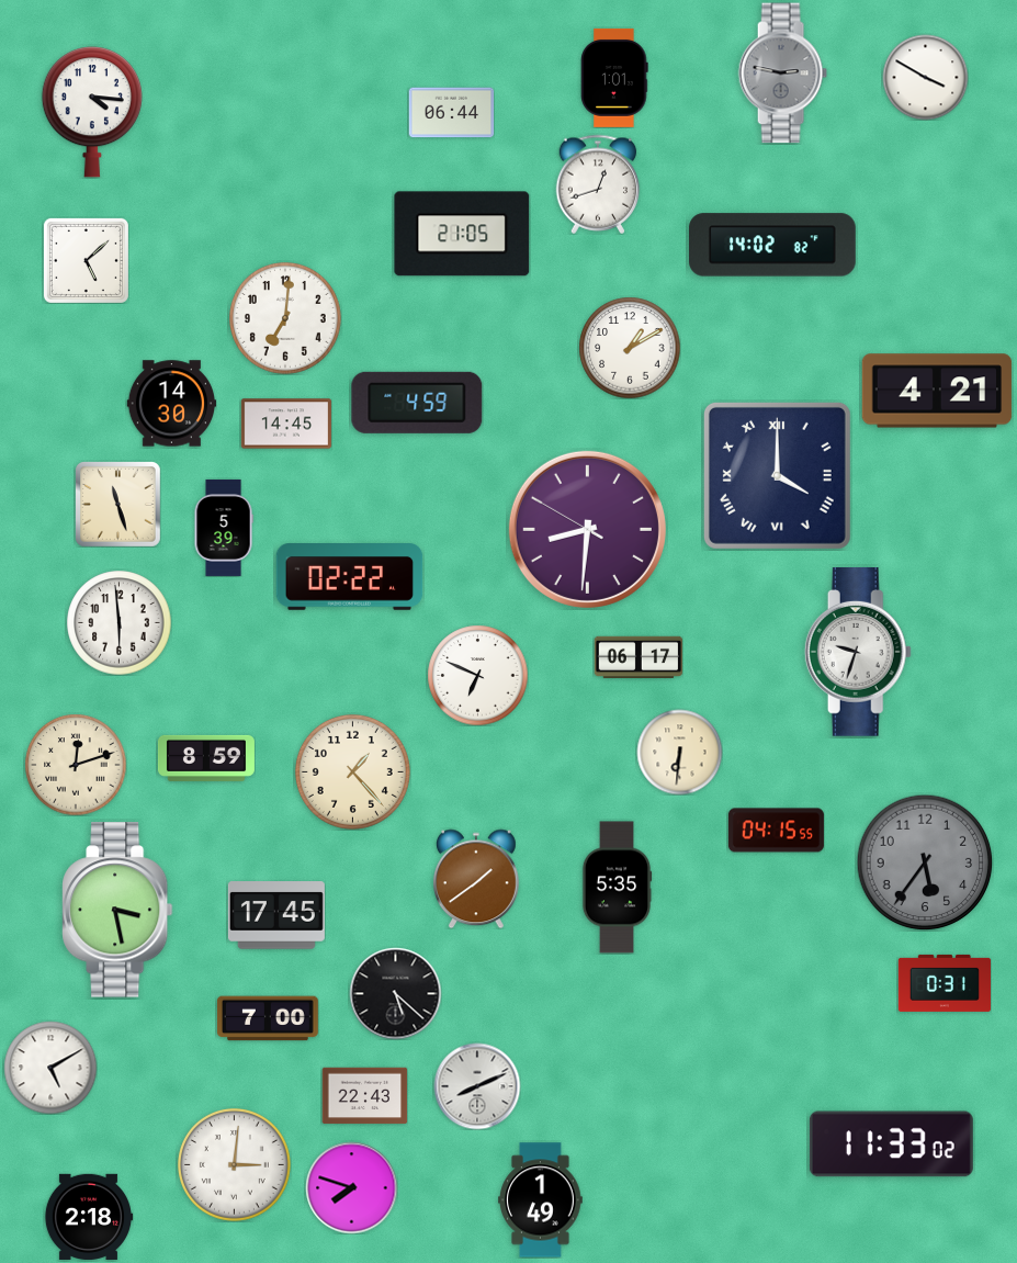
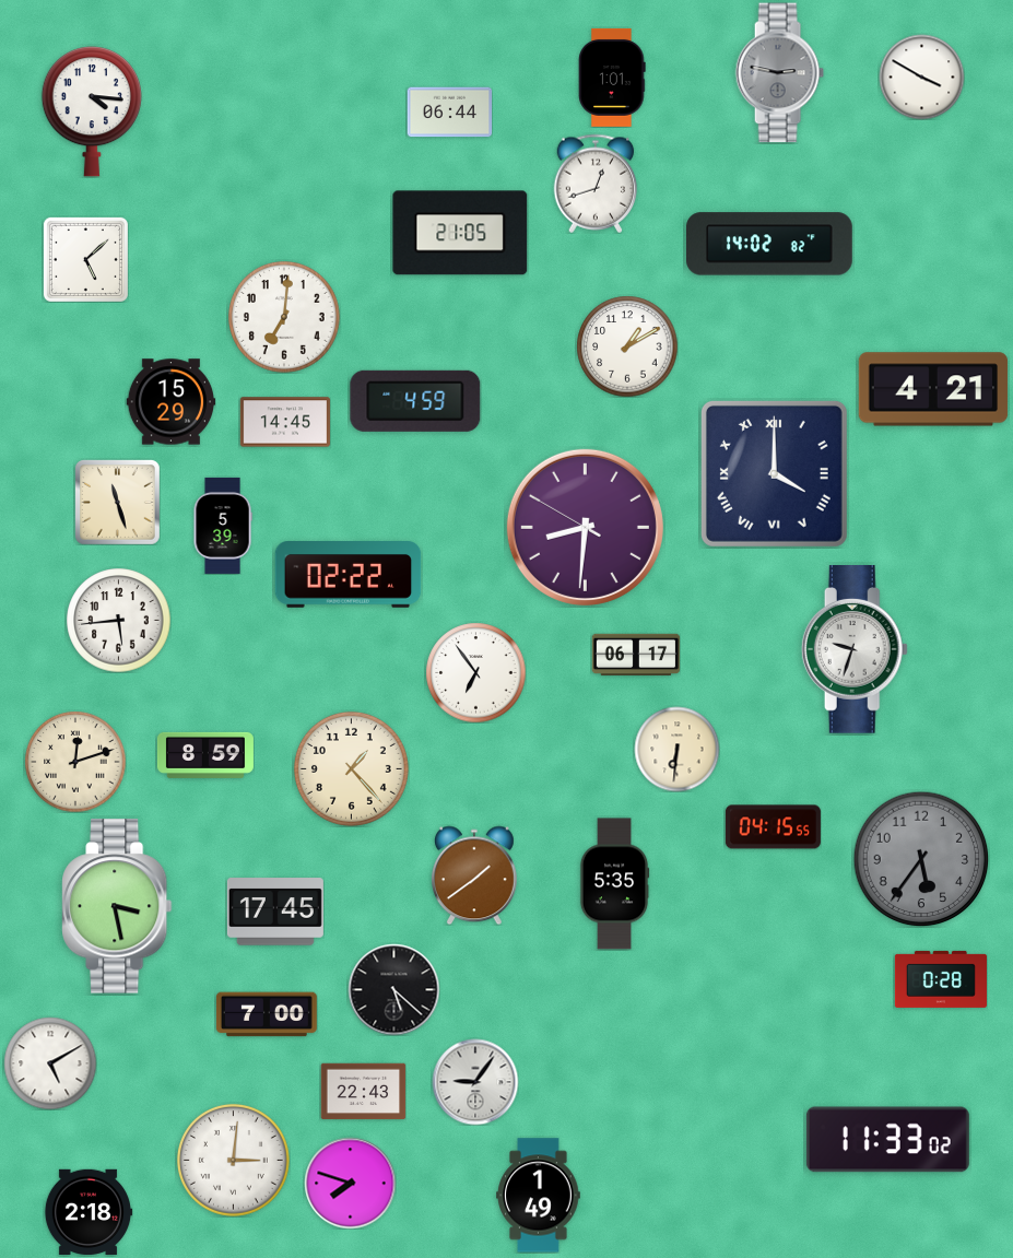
clock at (171, 404): 14:30 -> 15:29
clock at (118, 622): 5:59 -> 5:44
clock at (477, 675): 6:49 -> 6:54
clock at (945, 983): 0:31 -> 0:28
clock at (477, 1086): 8:11 -> 9:06
